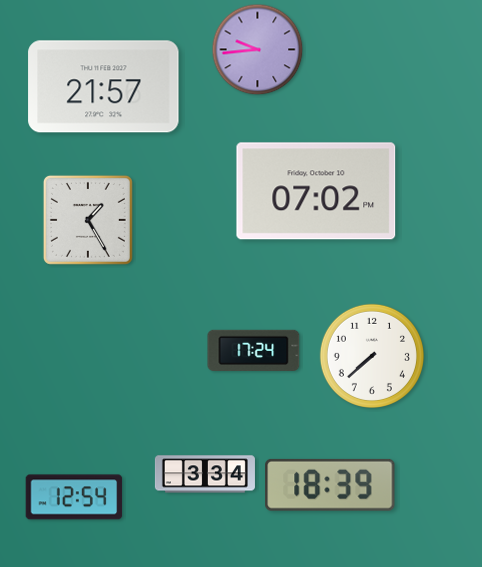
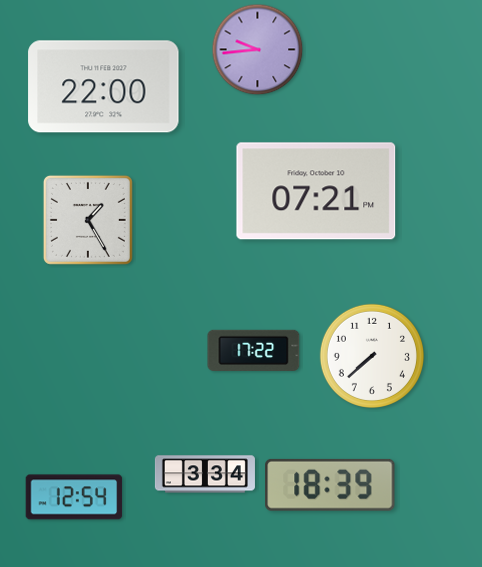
clock at (104, 87): 21:57 -> 22:00
clock at (316, 191): 07:02 -> 07:21
clock at (254, 350): 17:24 -> 17:22
